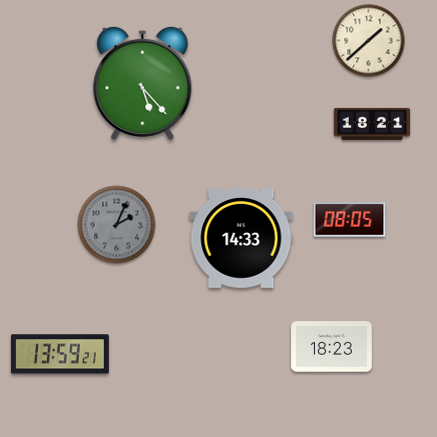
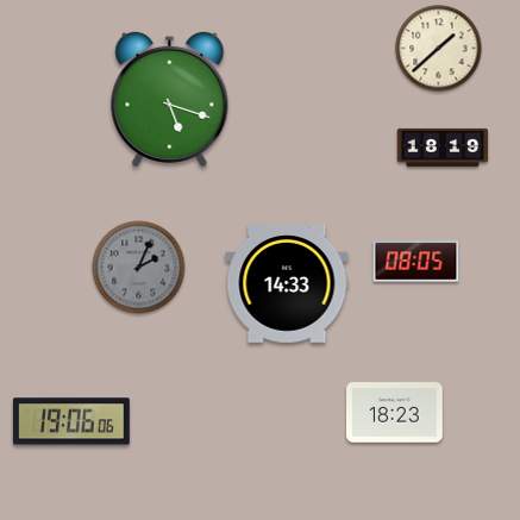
clock at (143, 83): 5:23 -> 5:18
clock at (372, 124): 18:21 -> 18:19
clock at (60, 354): 13:59 -> 19:06
